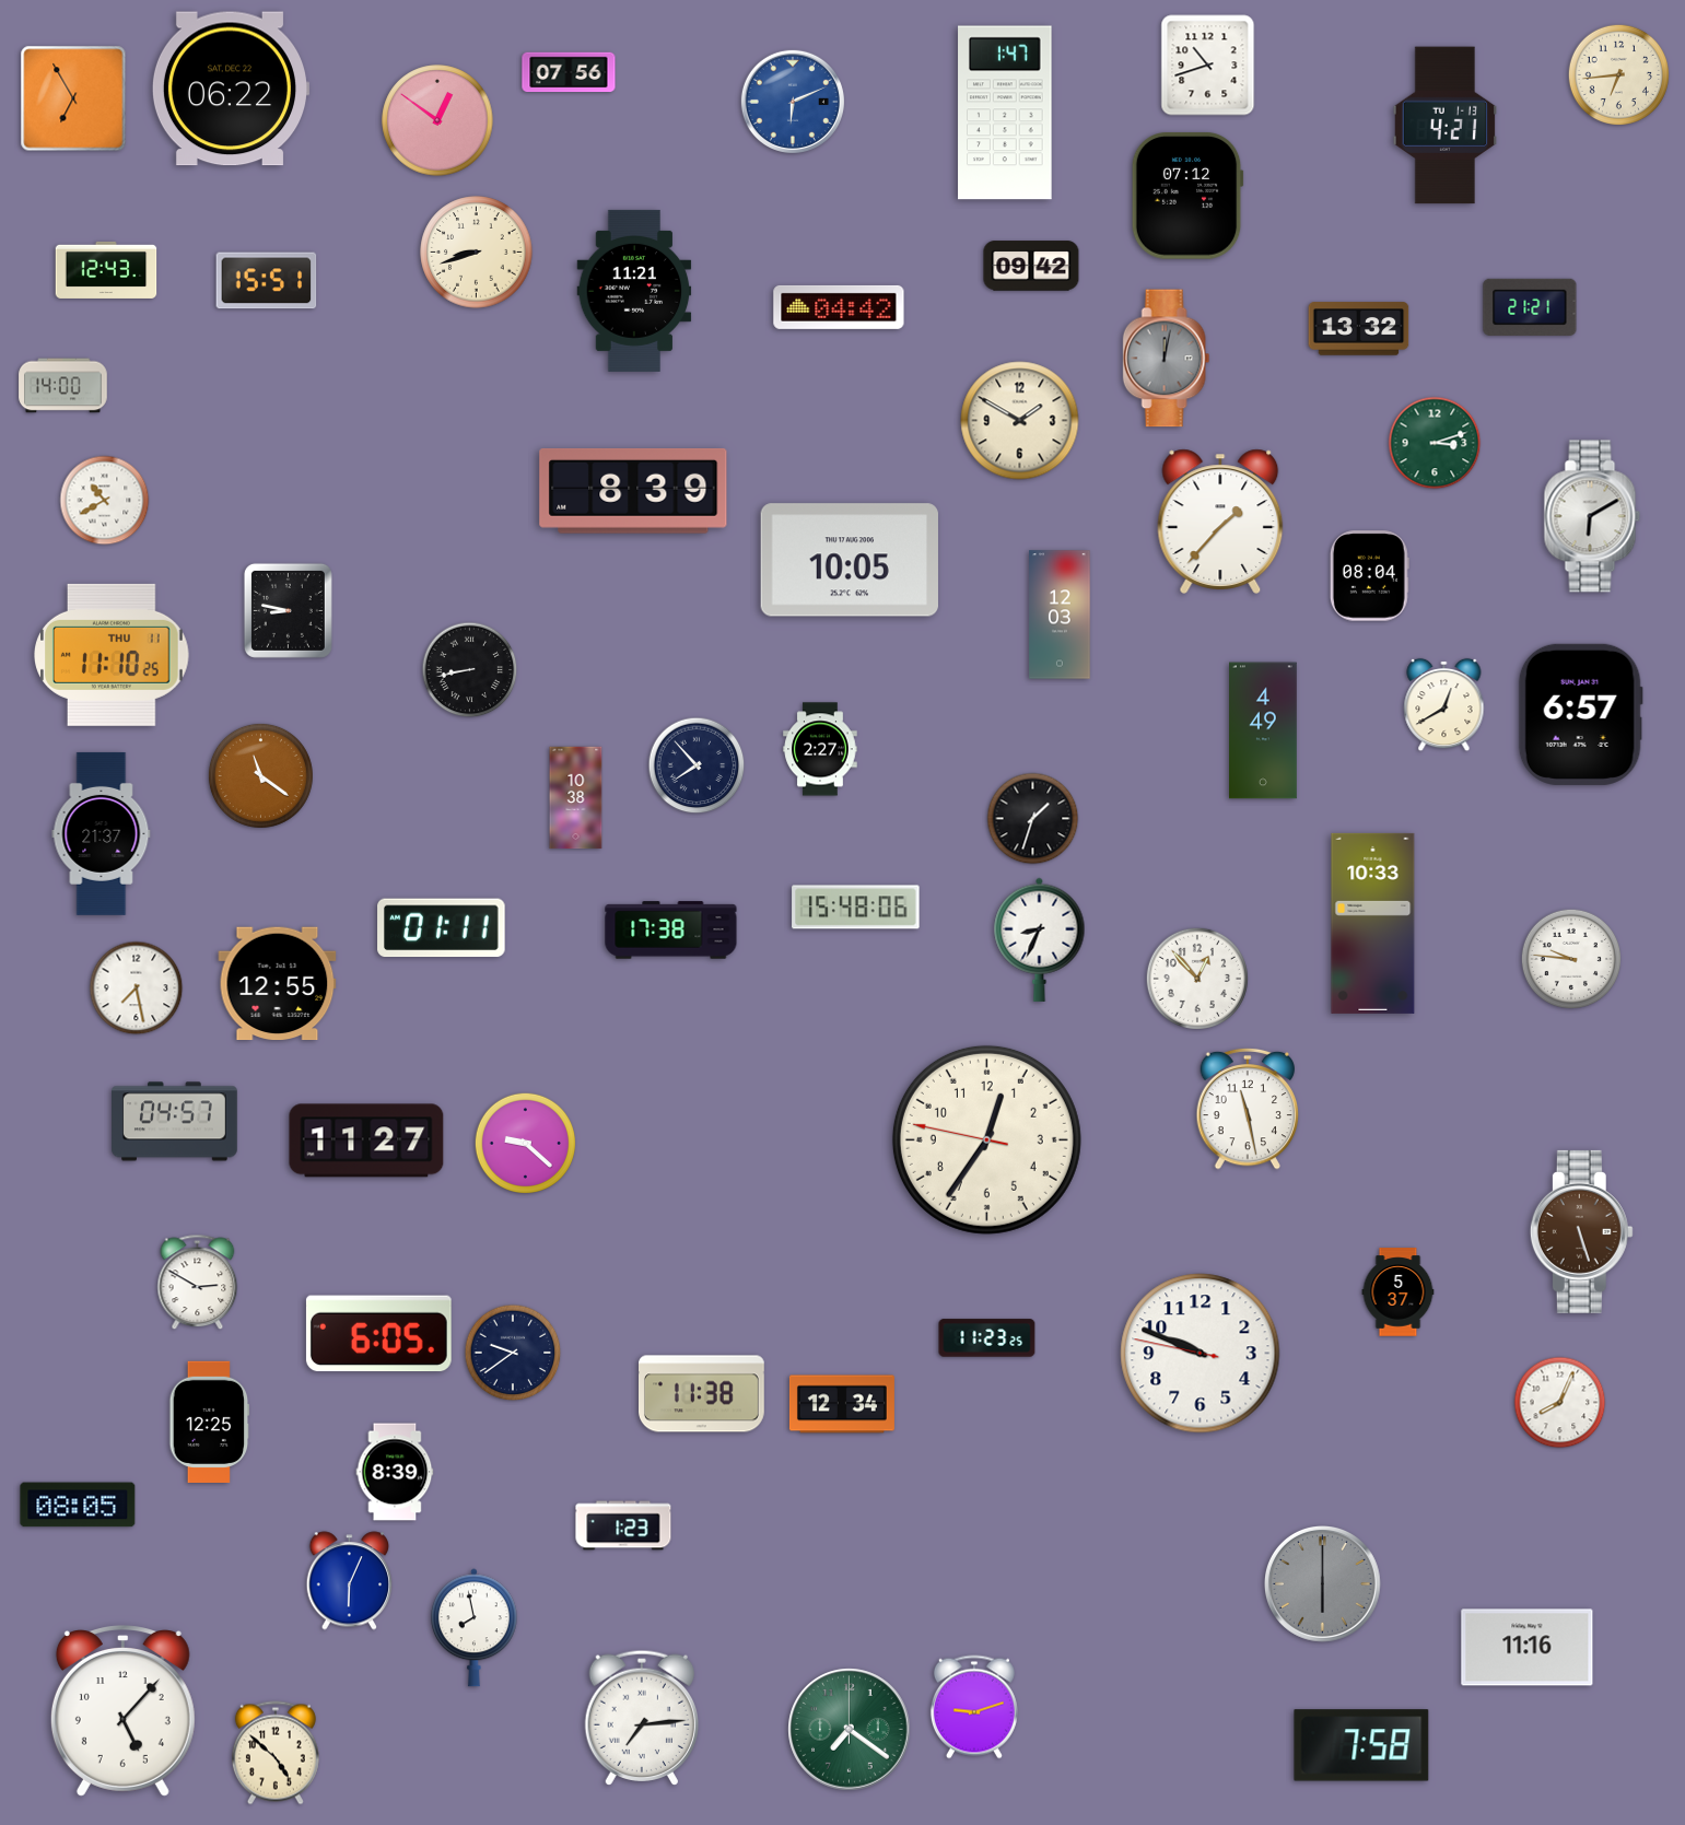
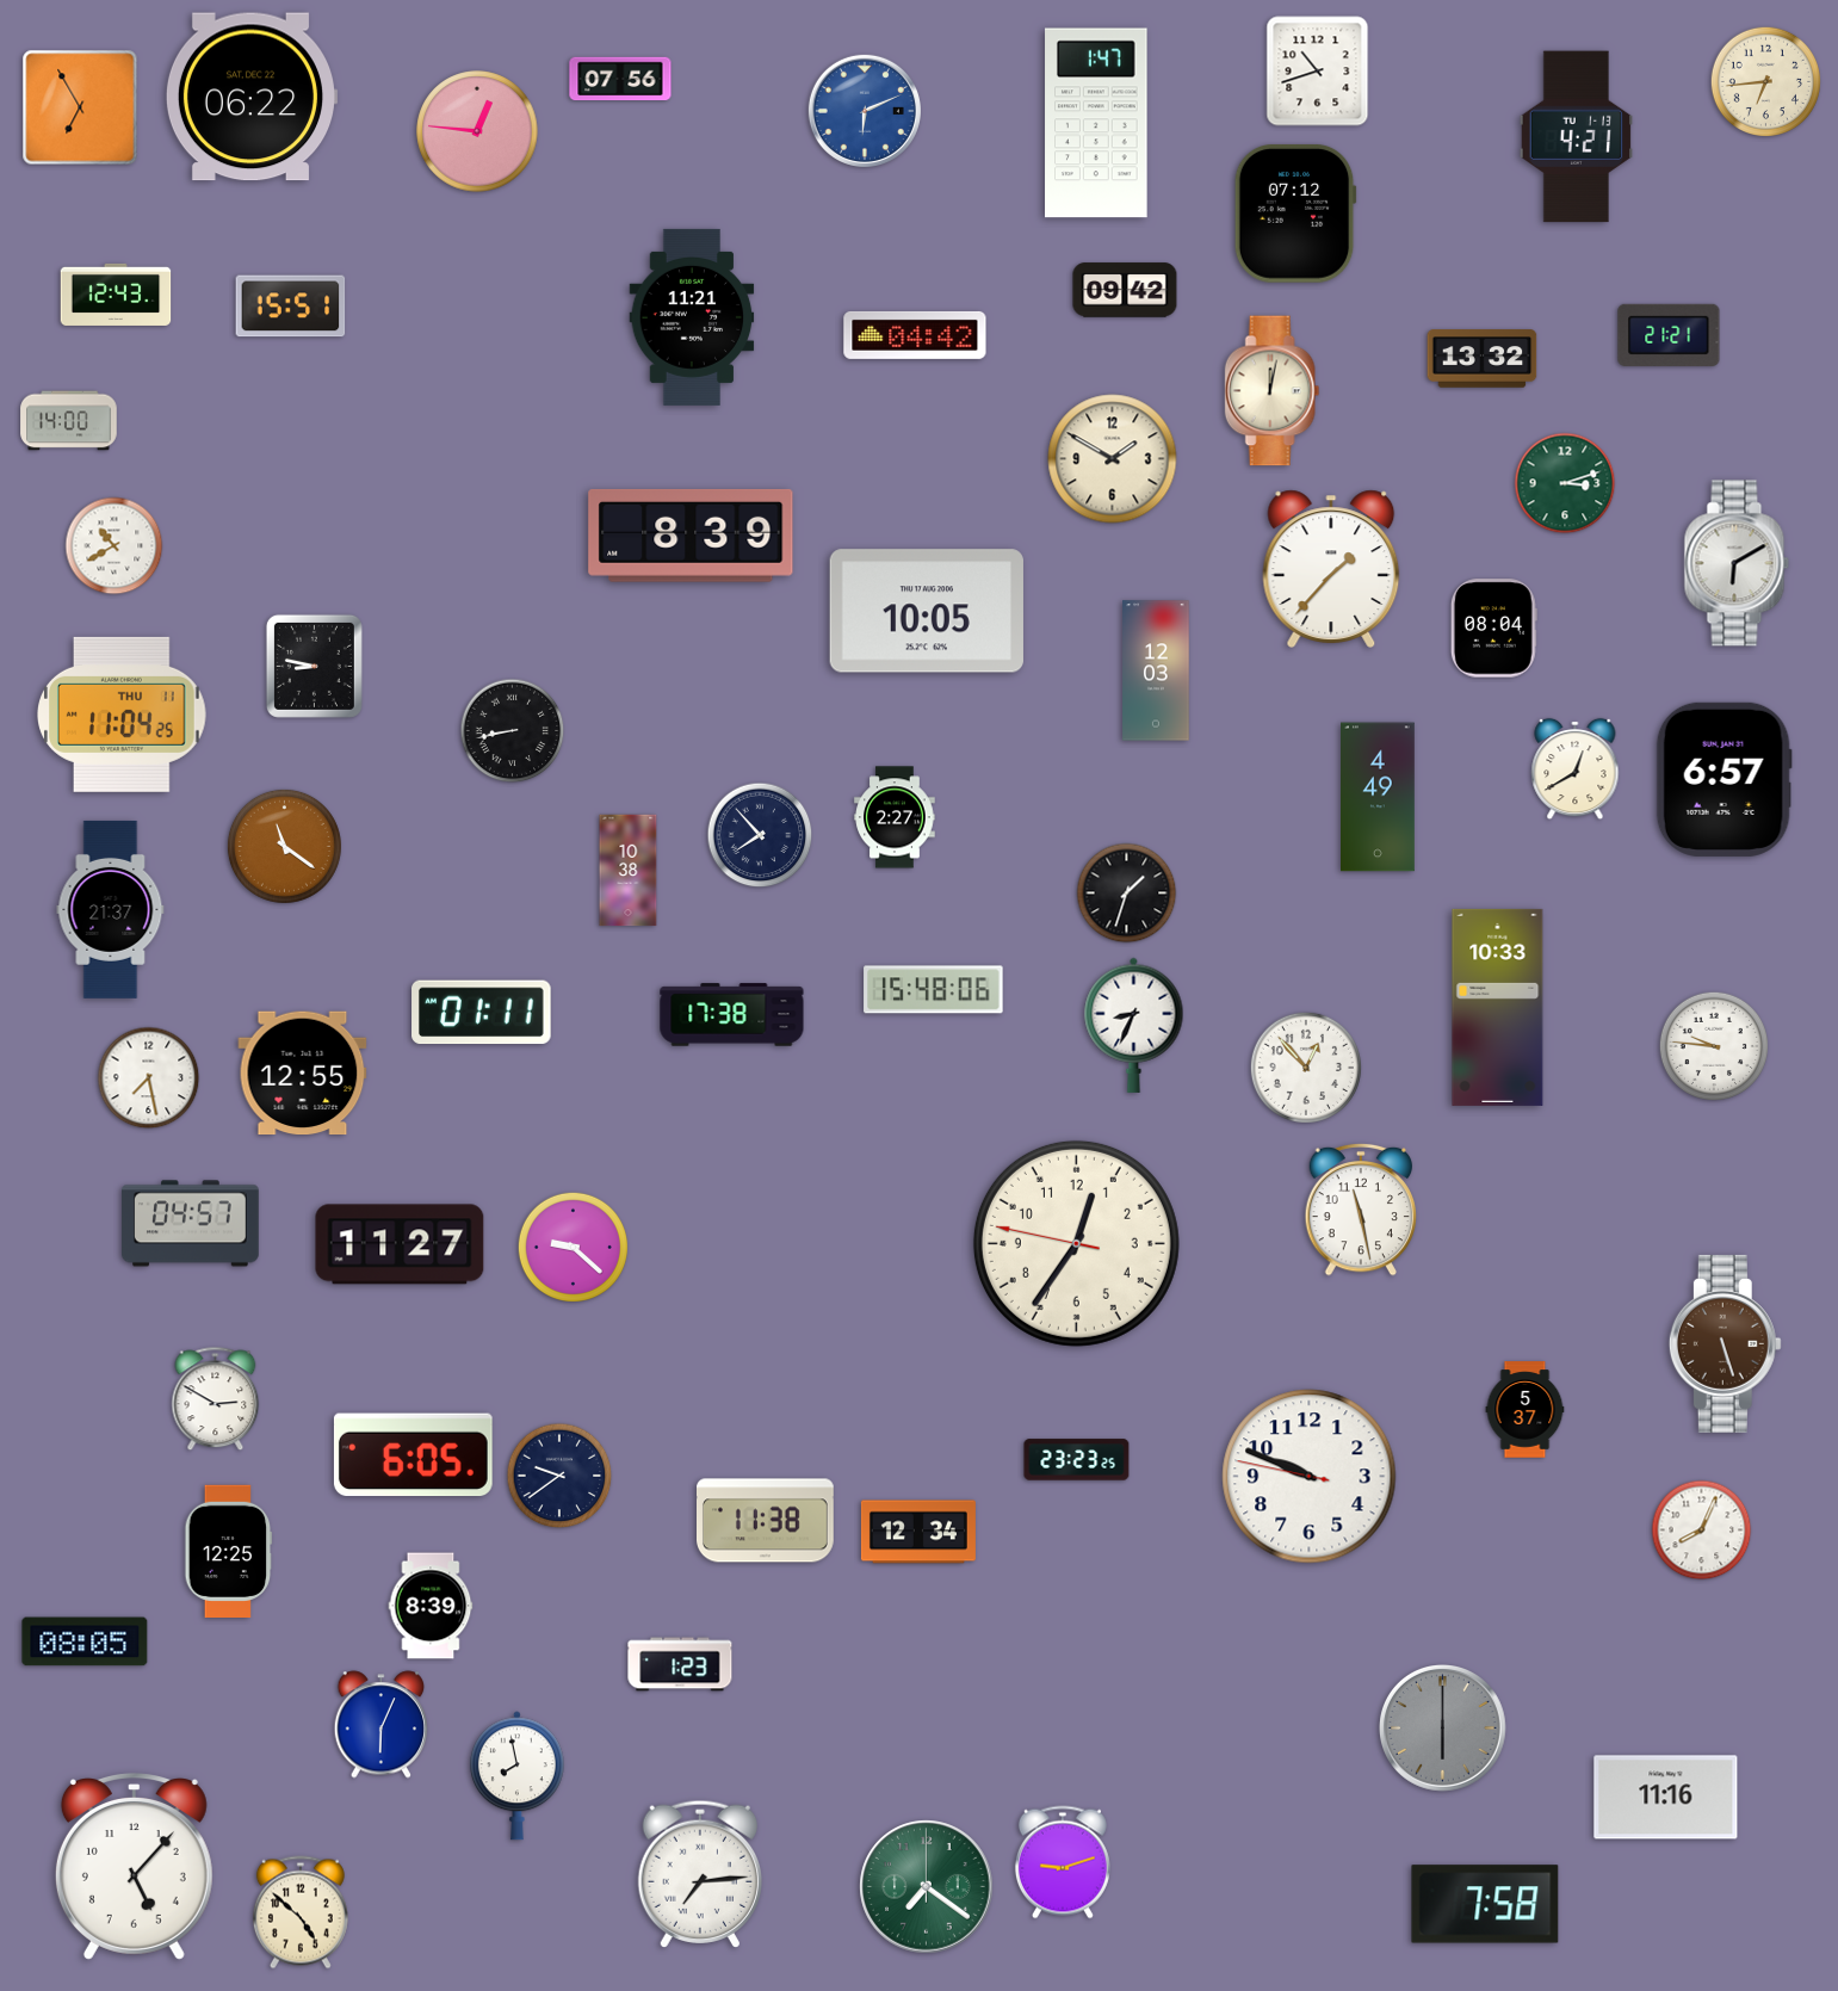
clock at (437, 120): 12:51 -> 12:46
clock at (477, 253): 8:42 -> none
clock at (1167, 359) dial: grey -> cream
clock at (113, 655): 11:10 -> 11:04
clock at (987, 1338): 11:23 -> 23:23
